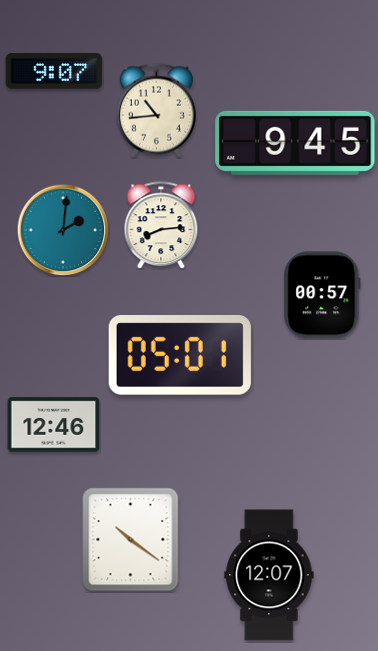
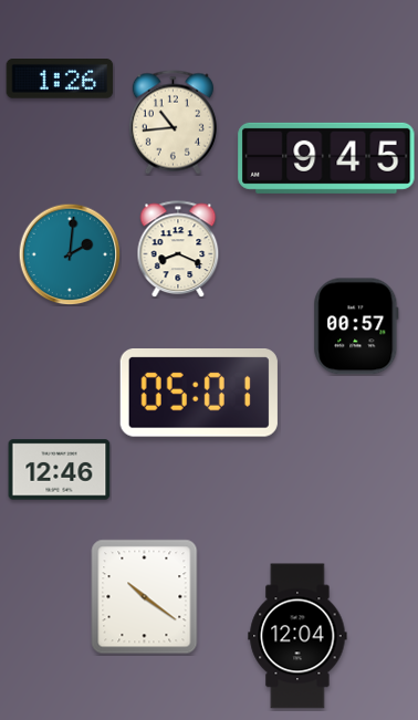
clock at (54, 71): 9:07 -> 1:26
clock at (161, 225): 8:14 -> 8:19
clock at (269, 575): 12:07 -> 12:04
